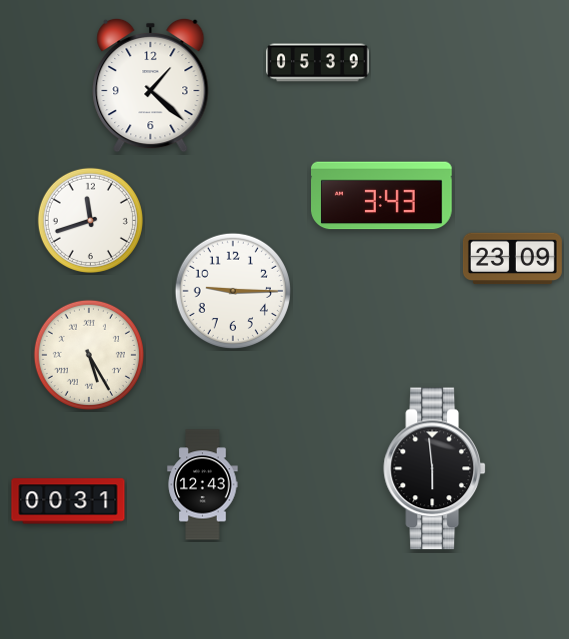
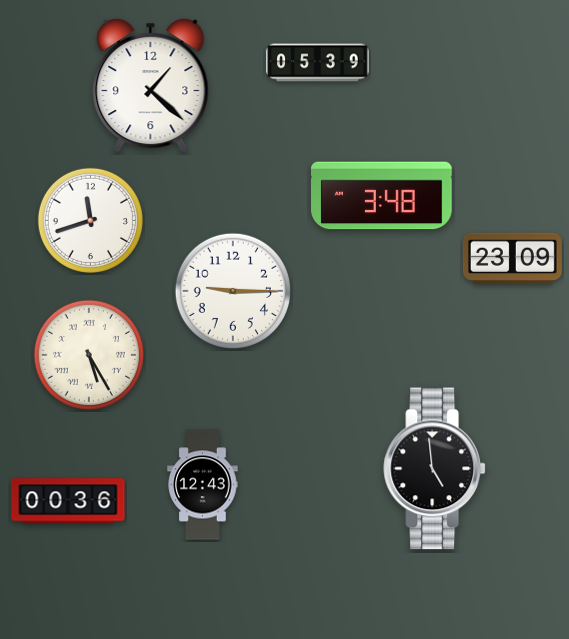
clock at (382, 196): 3:43 -> 3:48
clock at (434, 469): 5:59 -> 4:59
clock at (68, 501): 00:31 -> 00:36
